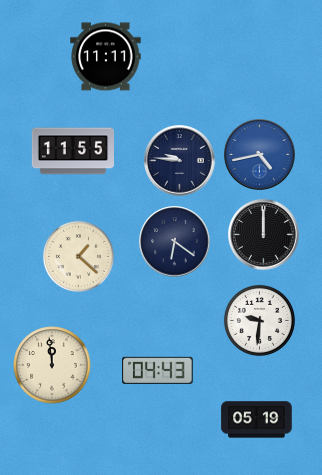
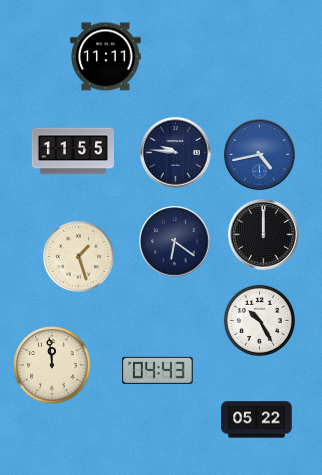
clock at (180, 161) position: (180, 161) -> (176, 153)
clock at (78, 256): 1:22 -> 1:27
clock at (259, 320): 9:31 -> 10:25
clock at (257, 420): 05:19 -> 05:22
